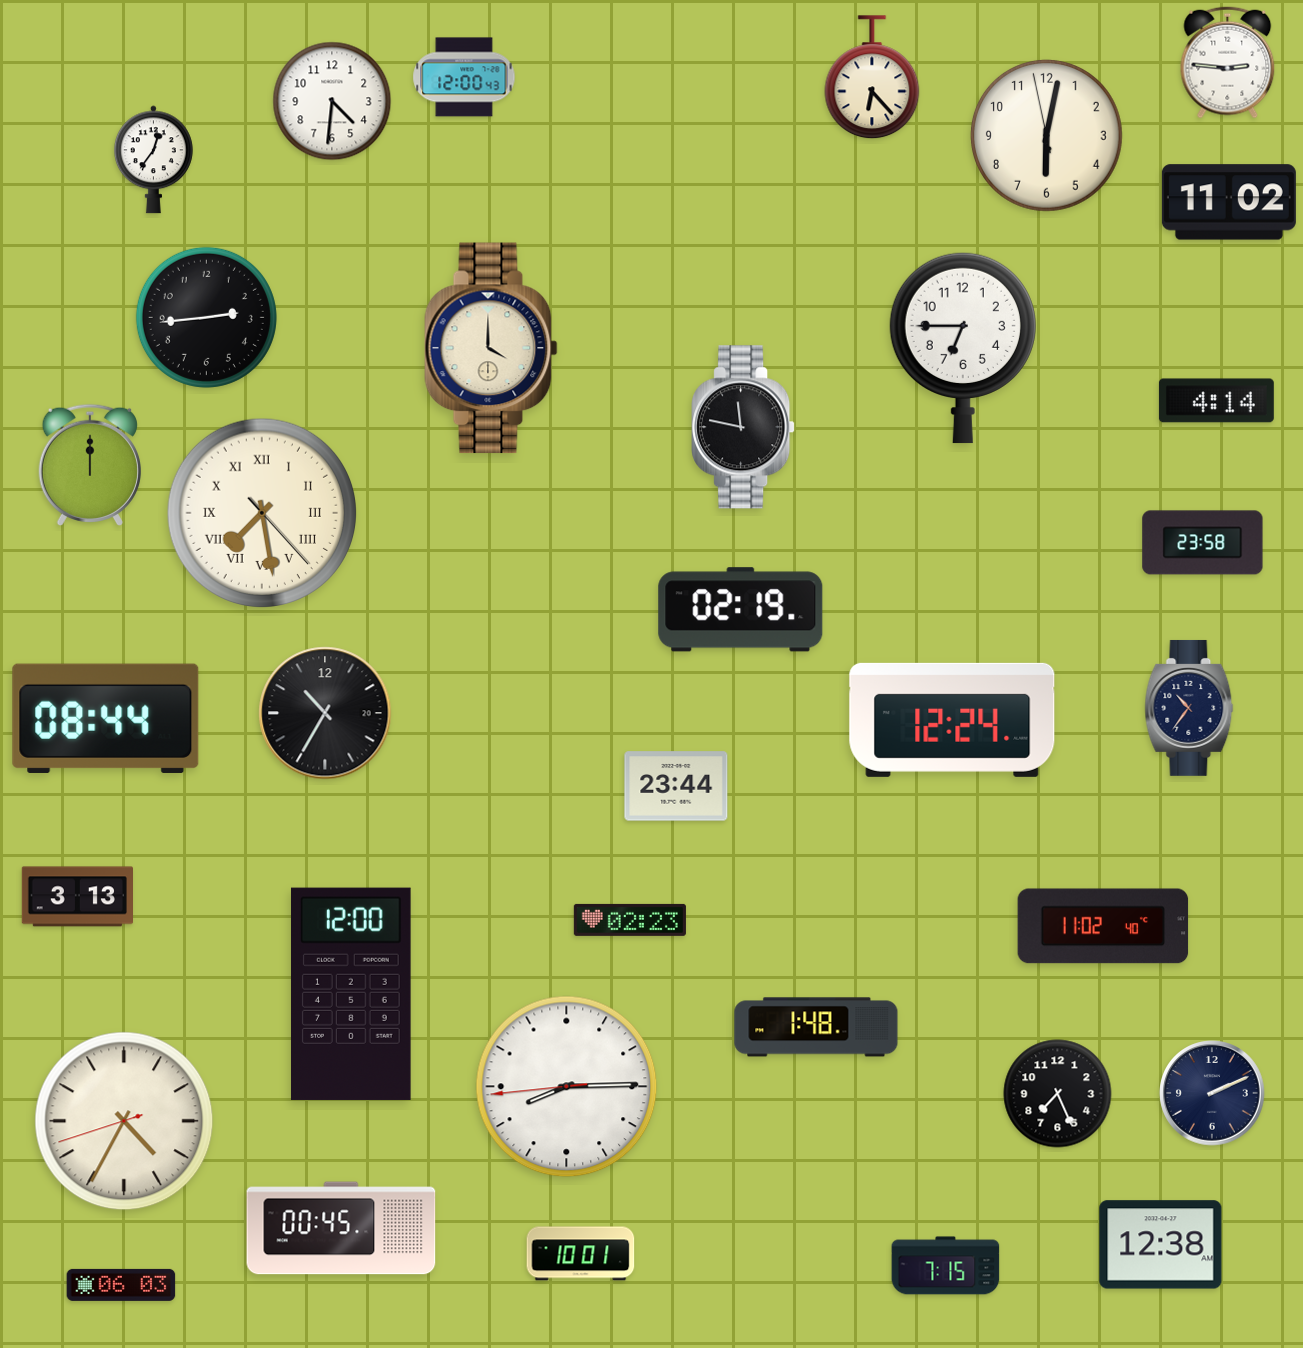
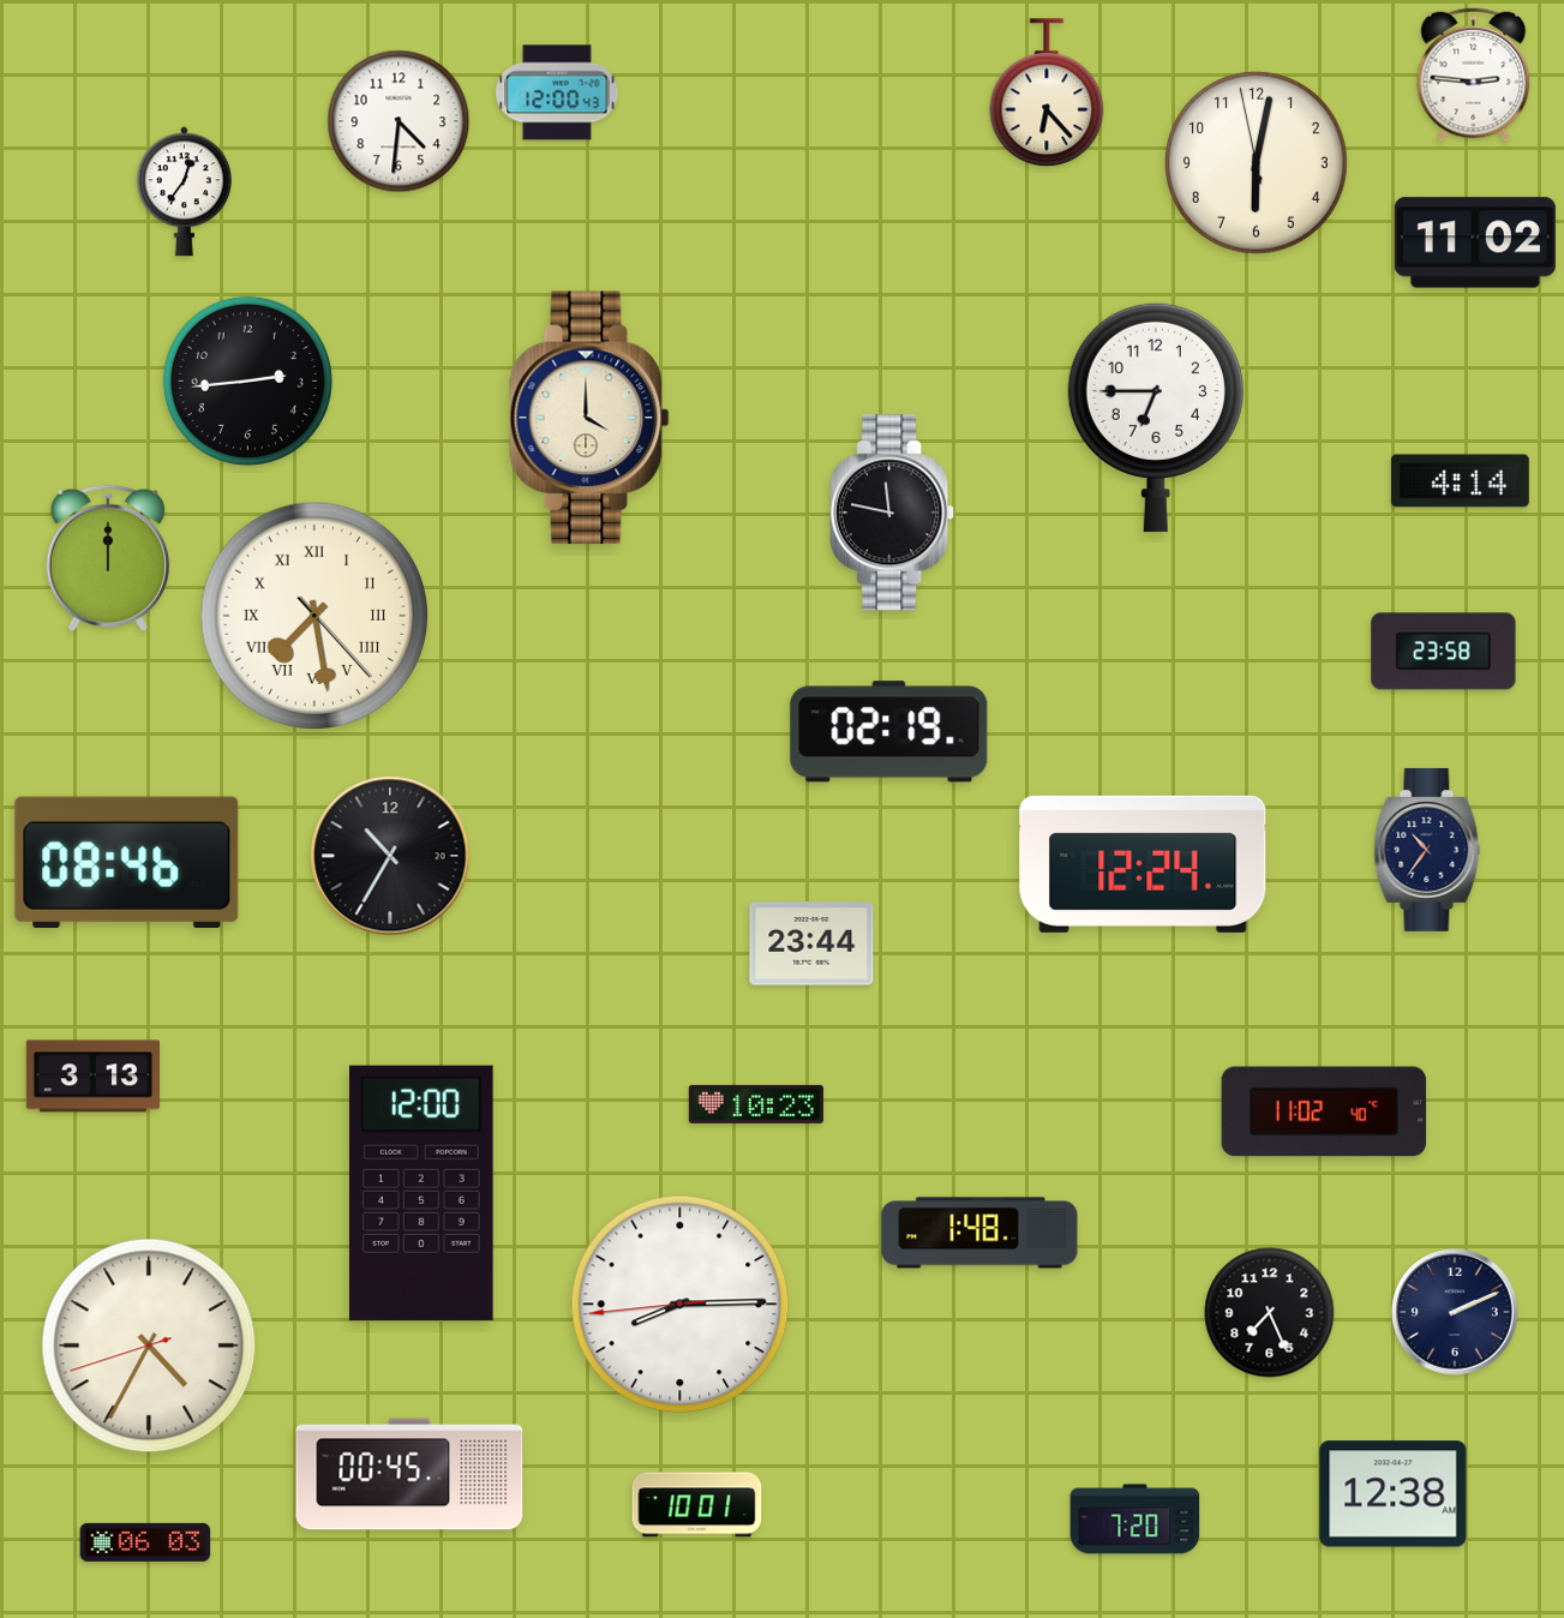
clock at (106, 718): 08:44 -> 08:46
clock at (630, 920): 02:23 -> 10:23
clock at (946, 1266): 7:15 -> 7:20
